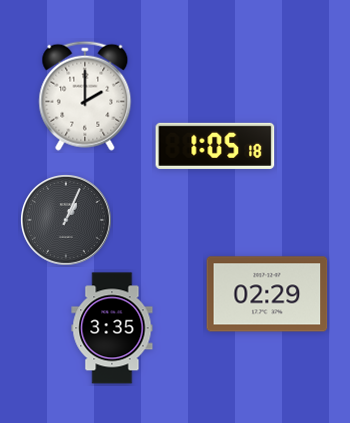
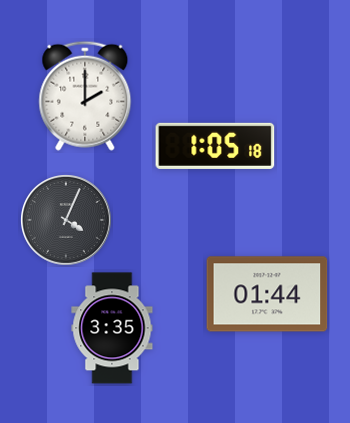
clock at (67, 221): 1:04 -> 4:04
clock at (267, 294): 02:29 -> 01:44
